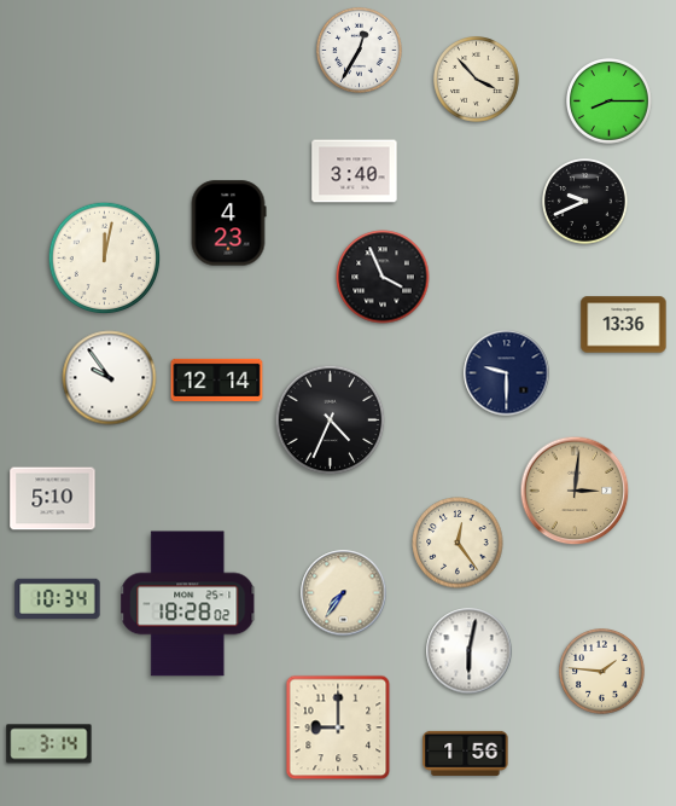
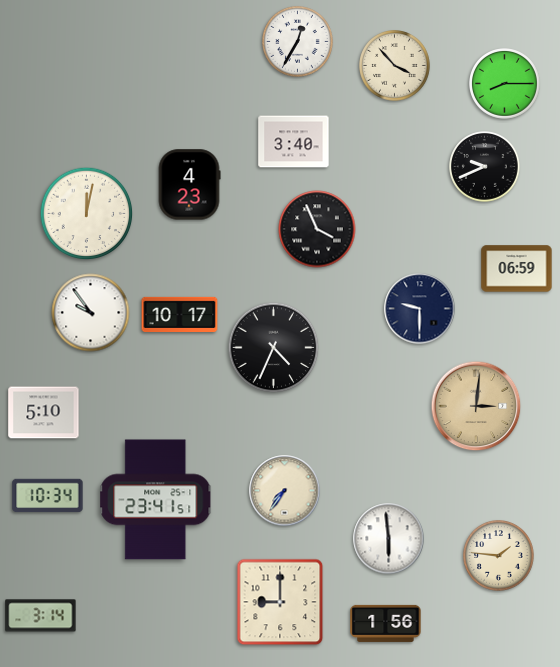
clock at (624, 325): 13:36 -> 06:59
clock at (217, 379): 12:14 -> 10:17
clock at (458, 543): 12:24 -> none
clock at (188, 604): 18:28 -> 23:41
clock at (470, 651): 6:02 -> 5:59
